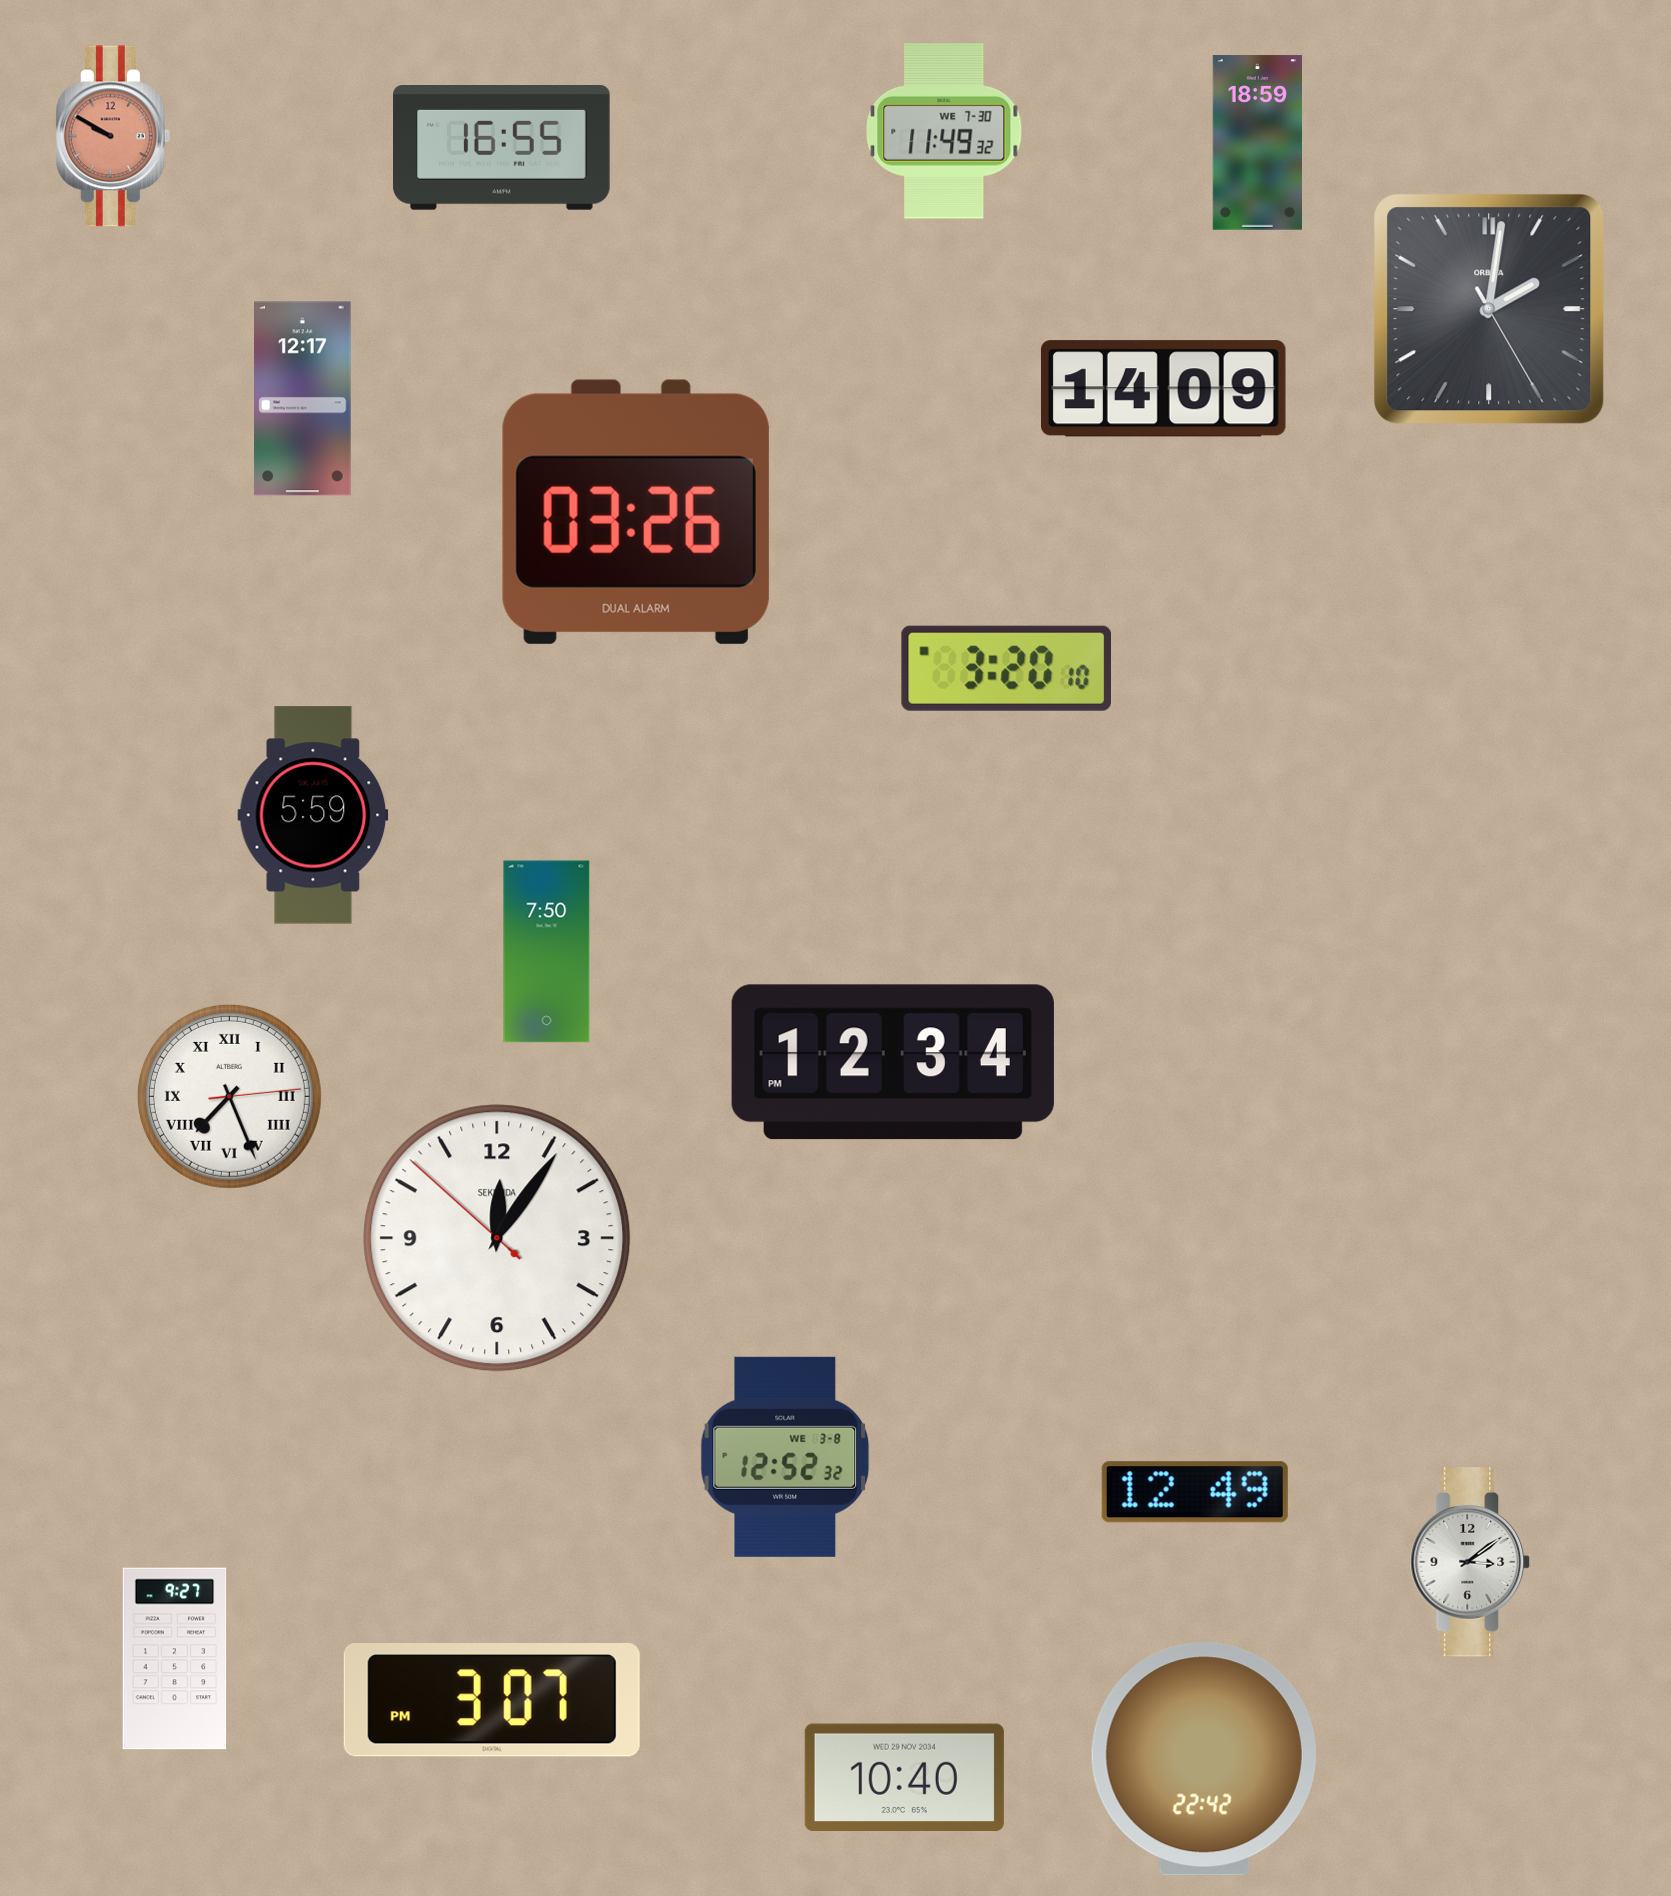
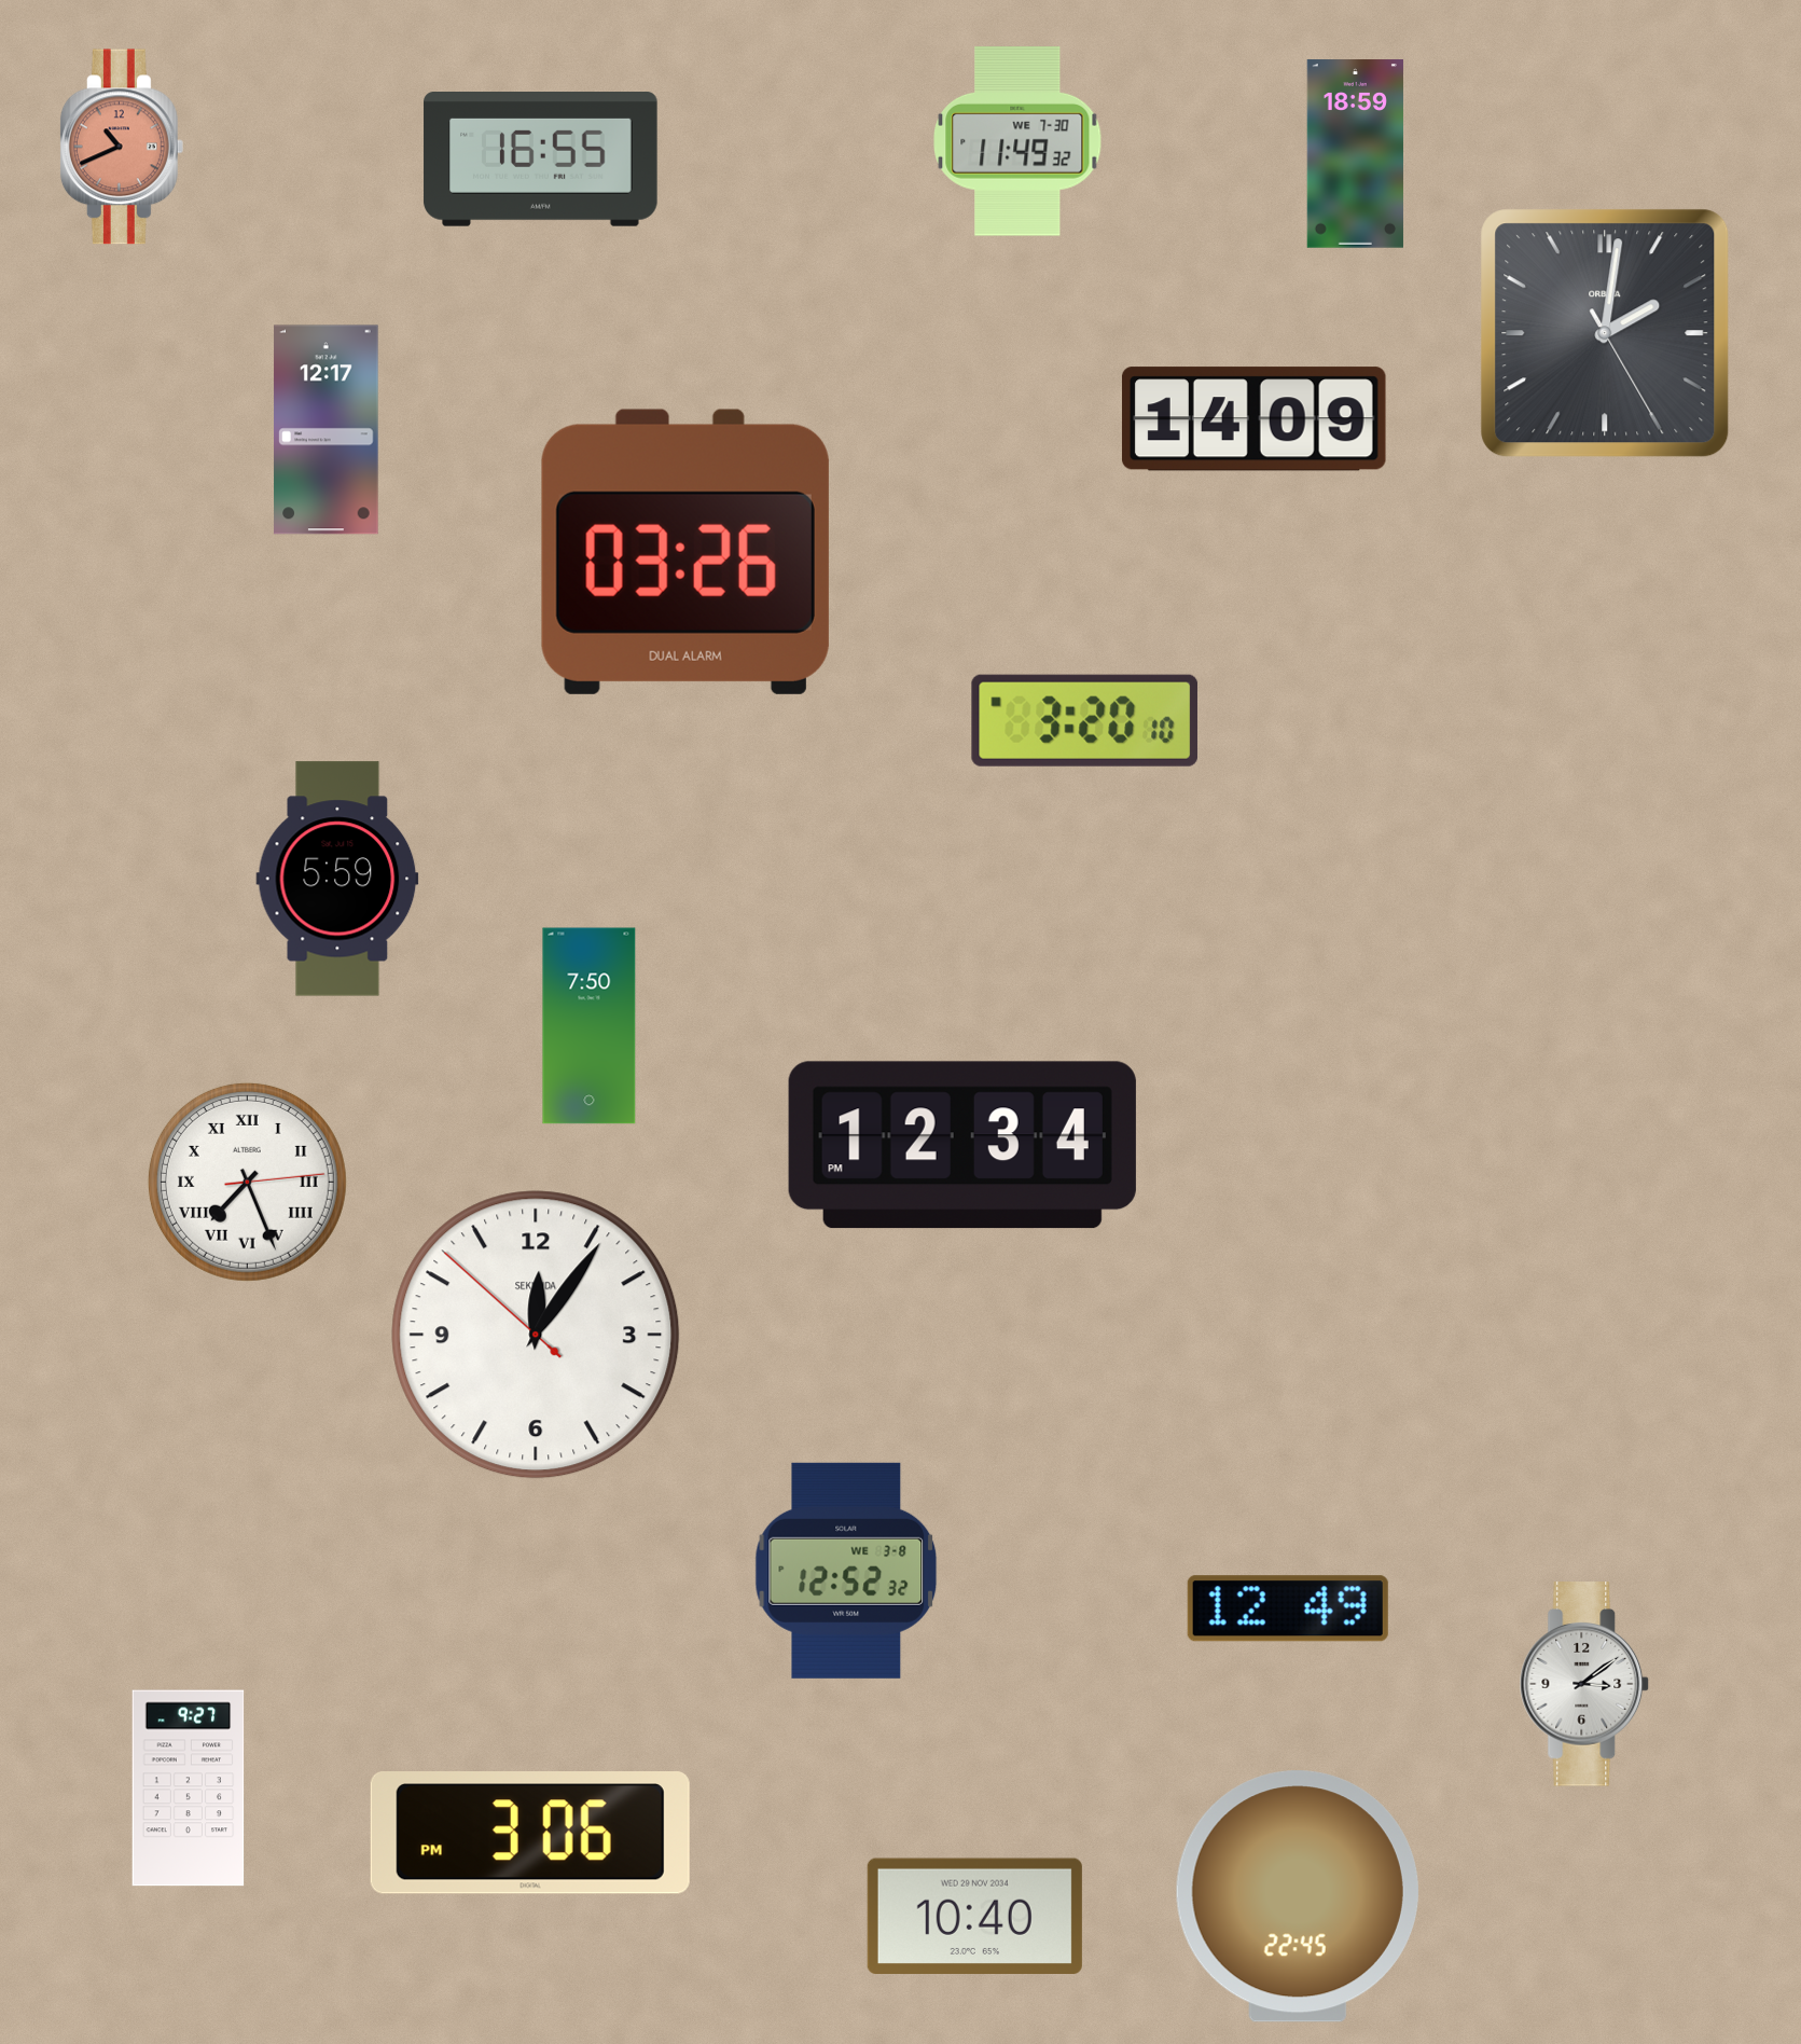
clock at (113, 136): 9:50 -> 10:41
clock at (492, 1701): 3:07 -> 3:06
clock at (1204, 1759): 22:42 -> 22:45
